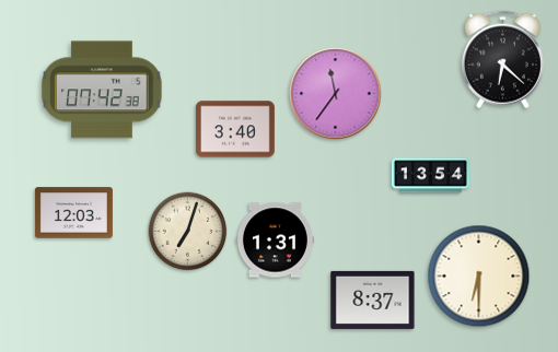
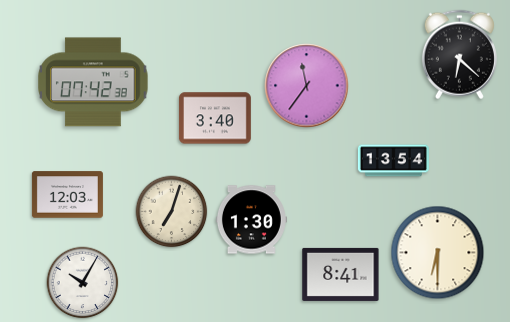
clock at (275, 240): 1:31 -> 1:30
clock at (373, 300): 8:37 -> 8:41
clock at (83, 283): none -> 10:05
